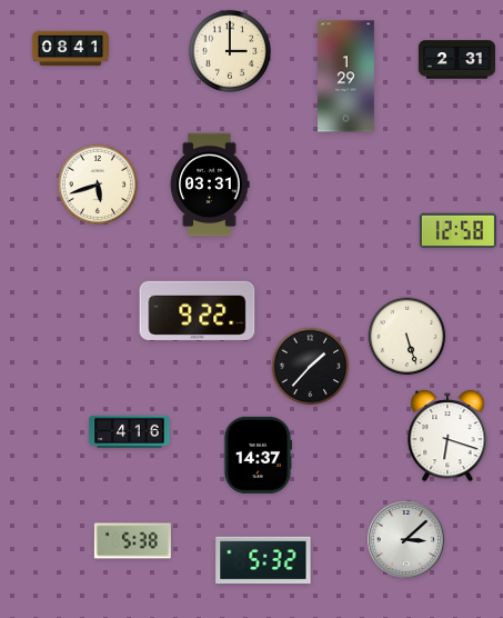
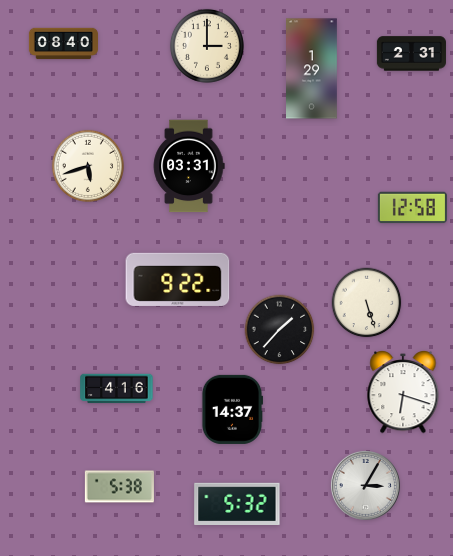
clock at (70, 49): 08:41 -> 08:40
clock at (405, 539): 3:08 -> 3:05
